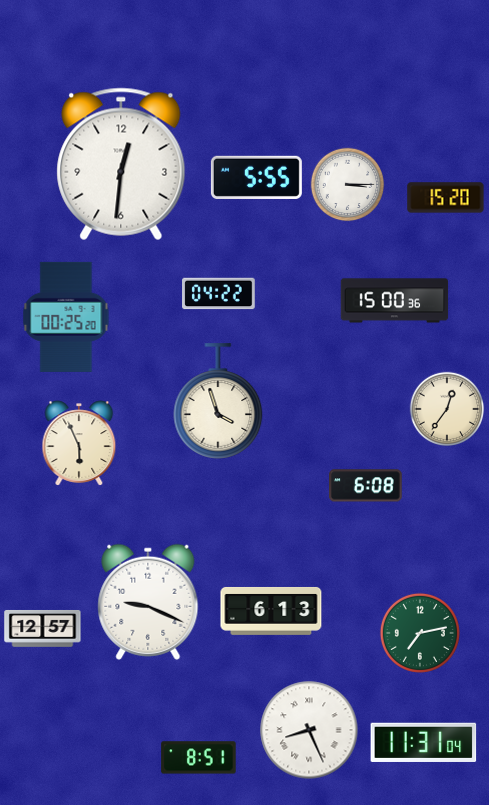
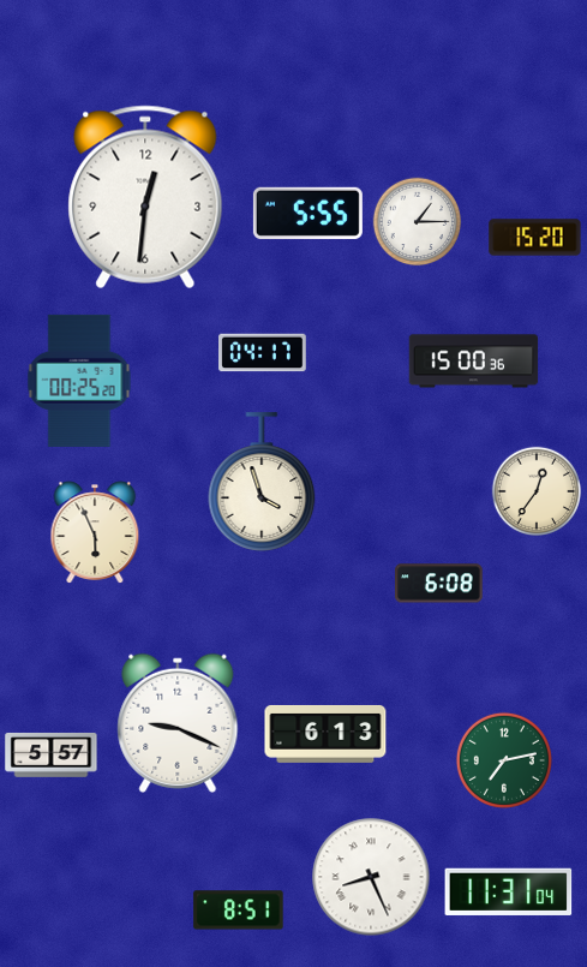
clock at (348, 185): 3:15 -> 1:15
clock at (219, 294): 04:22 -> 04:17
clock at (43, 628): 12:57 -> 5:57
